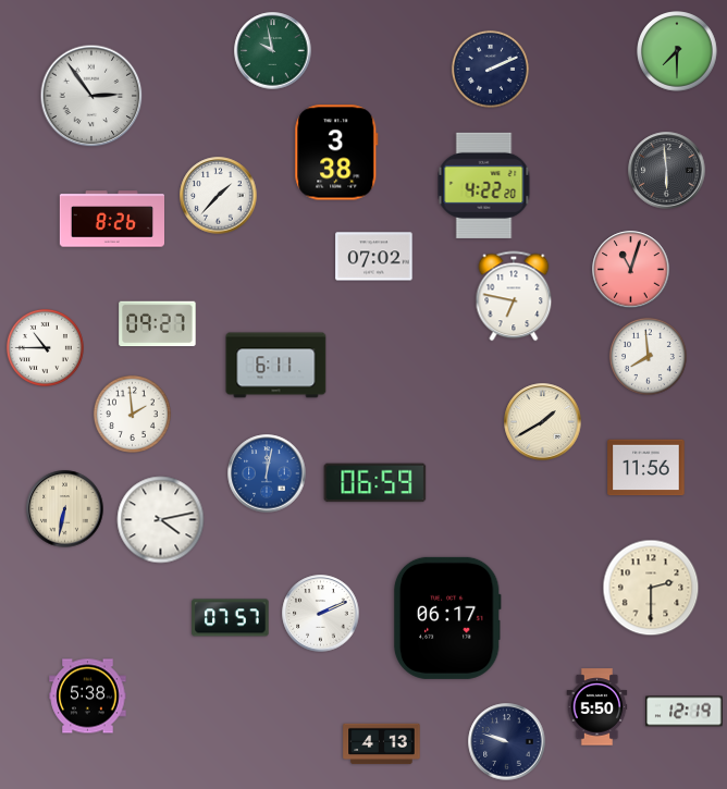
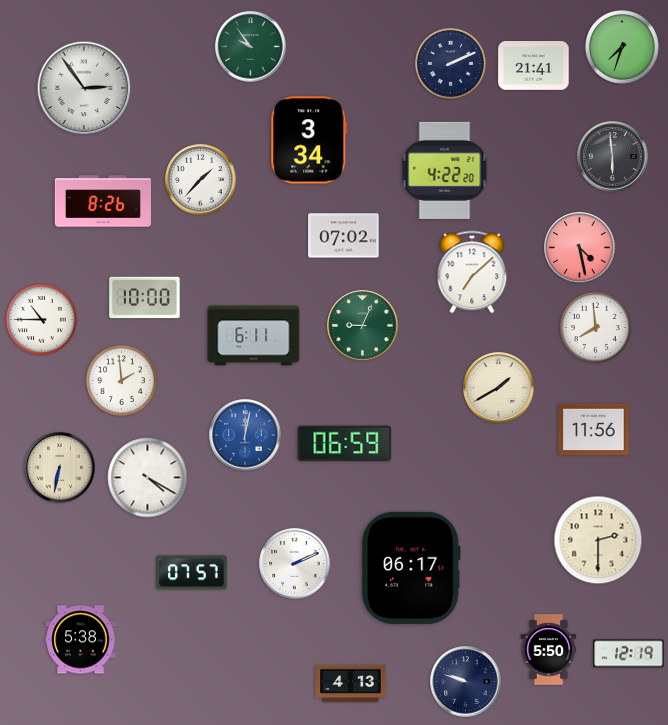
clock at (273, 51): 9:58 -> 9:54
clock at (677, 51): 7:30 -> 7:33
clock at (534, 66): none -> 21:41
clock at (336, 152): 3:38 -> 3:34
clock at (631, 270): 11:03 -> 4:28
clock at (514, 296): 6:47 -> 7:08
clock at (158, 324): 09:27 -> 10:00
clock at (363, 326): none -> 9:04
clock at (161, 520): 4:13 -> 4:20
clock at (231, 618) position: (231, 618) -> (192, 573)
